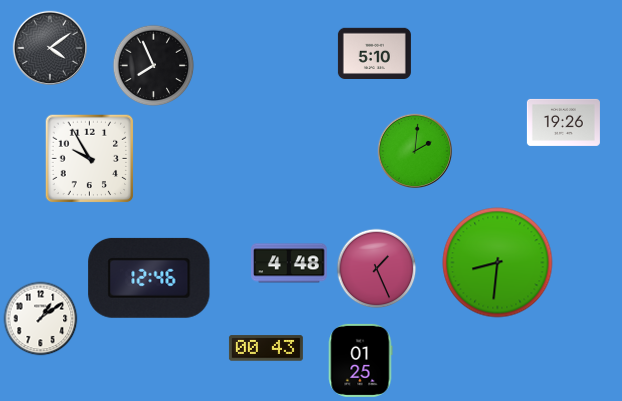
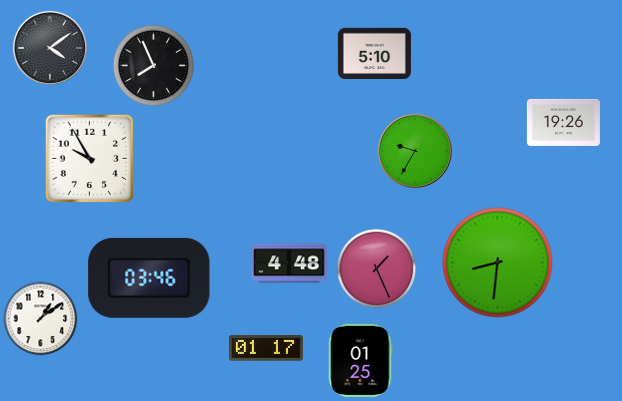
clock at (414, 150): 2:01 -> 9:35
clock at (149, 278): 12:46 -> 03:46
clock at (266, 348): 00:43 -> 01:17
